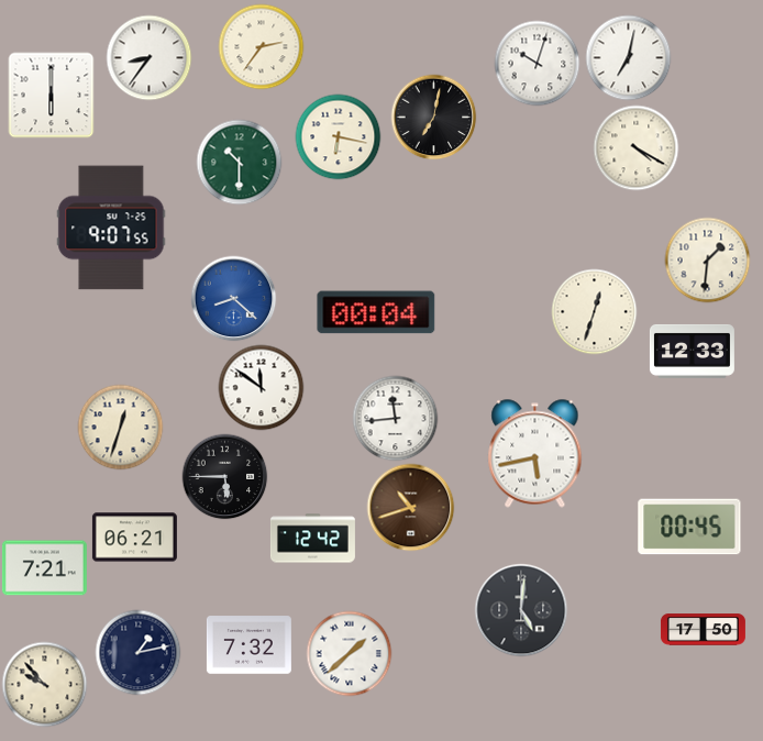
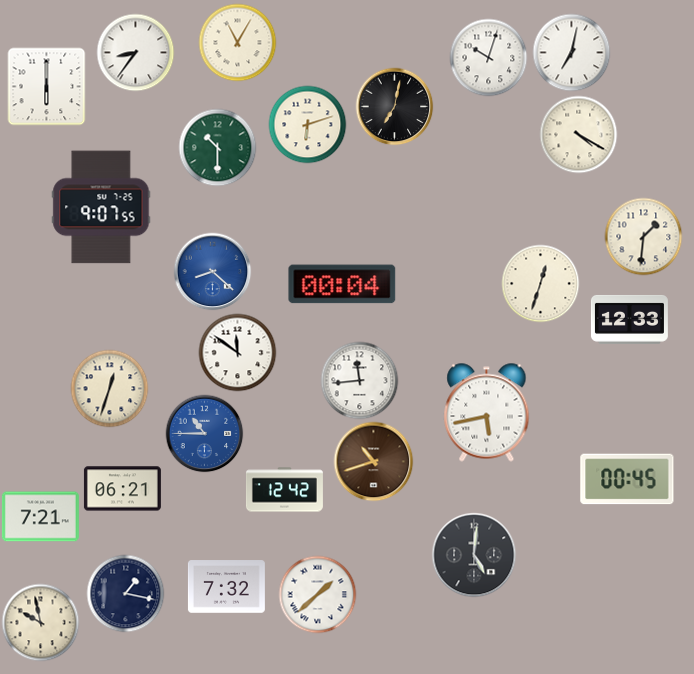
clock at (261, 46): 2:36 -> 11:05
clock at (338, 136): 6:17 -> 6:12
clock at (224, 476): 5:45 -> 10:45
clock at (224, 476) dial: black -> blue
clock at (703, 630): 17:50 -> none
clock at (137, 652): 1:13 -> 1:17
clock at (44, 684): 9:53 -> 9:58
